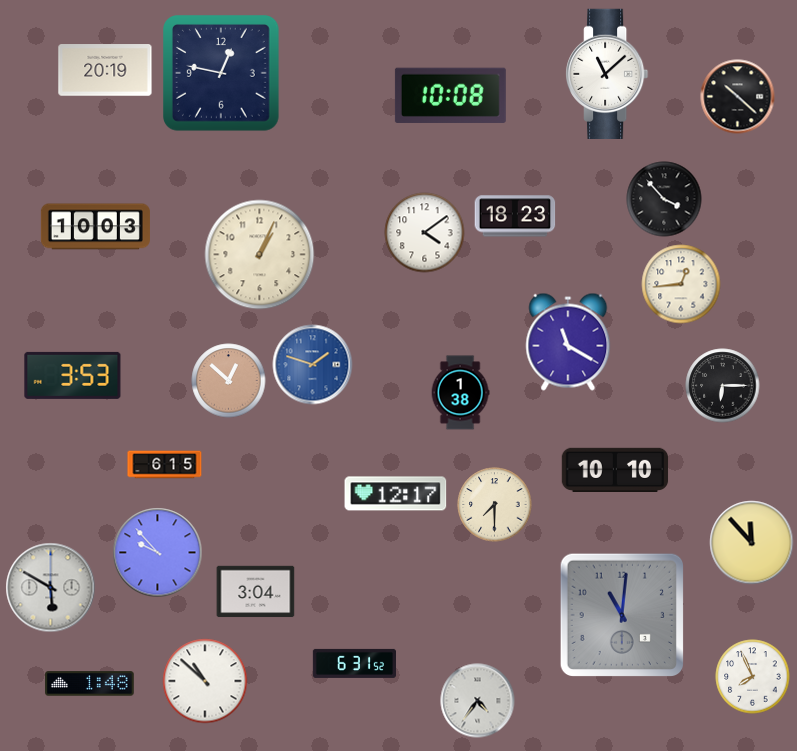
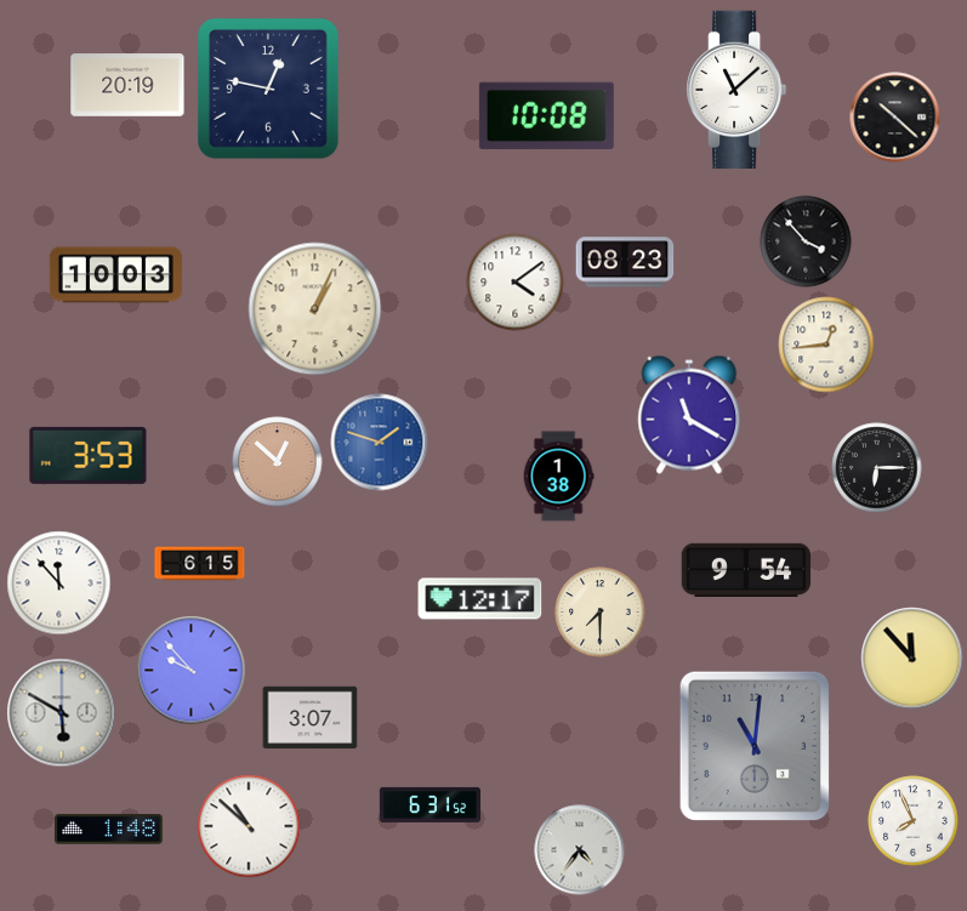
clock at (515, 216): 18:23 -> 08:23
clock at (615, 469): 10:10 -> 9:54
clock at (59, 583): none -> 11:53
clock at (256, 592): 3:04 -> 3:07
